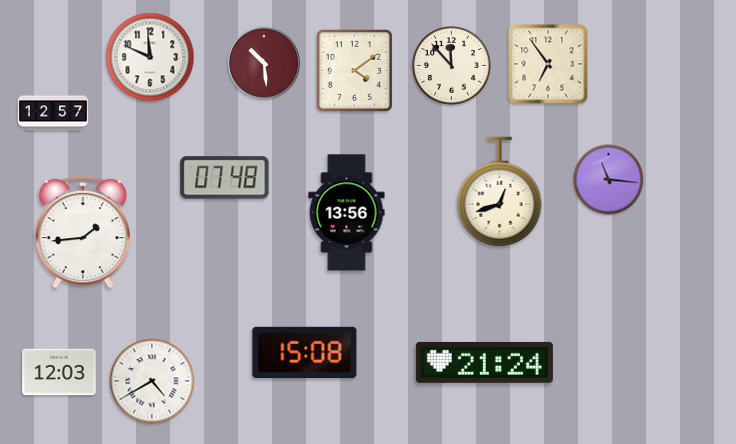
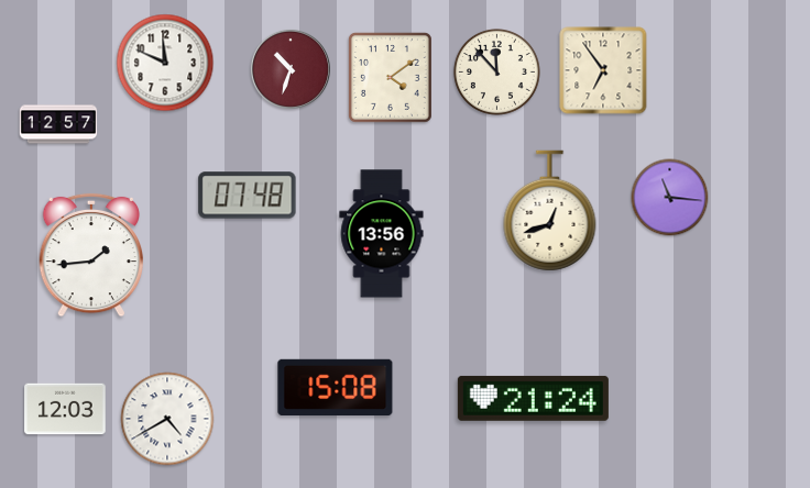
clock at (264, 63): 10:29 -> 10:33
